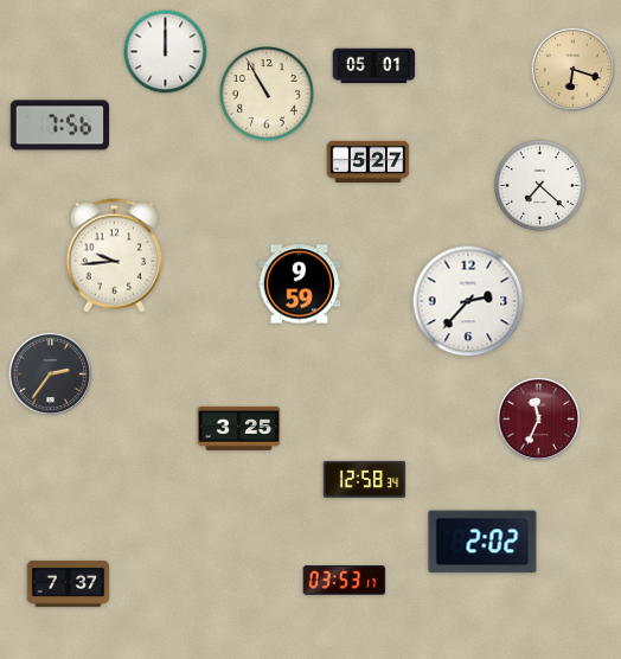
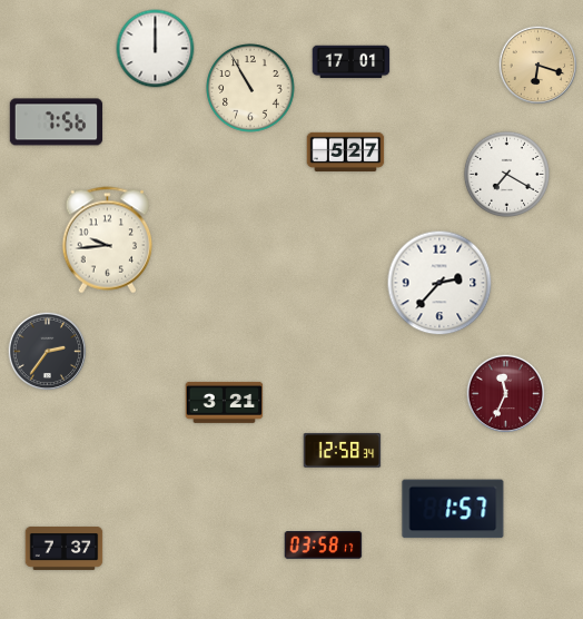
clock at (374, 66): 05:01 -> 17:01
clock at (60, 126) position: (60, 126) -> (57, 122)
clock at (539, 185): 7:22 -> 7:20
clock at (300, 284): 9:59 -> none
clock at (239, 428): 3:25 -> 3:21
clock at (482, 542): 2:02 -> 1:57
clock at (345, 581): 03:53 -> 03:58
